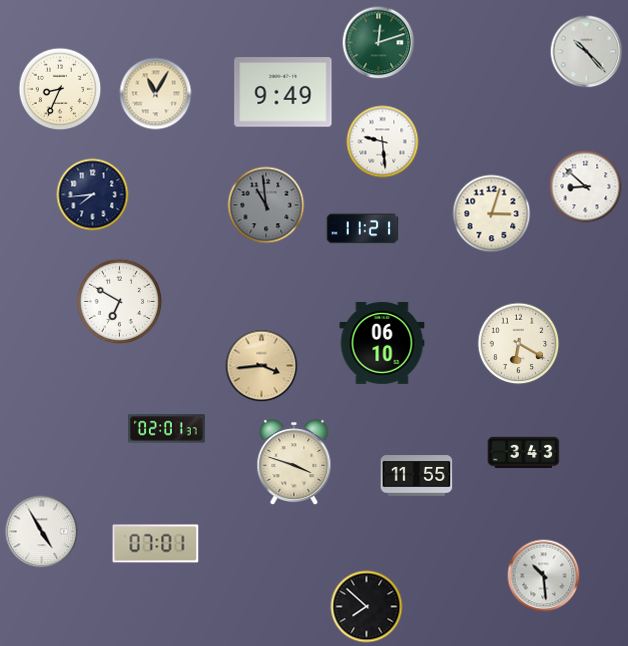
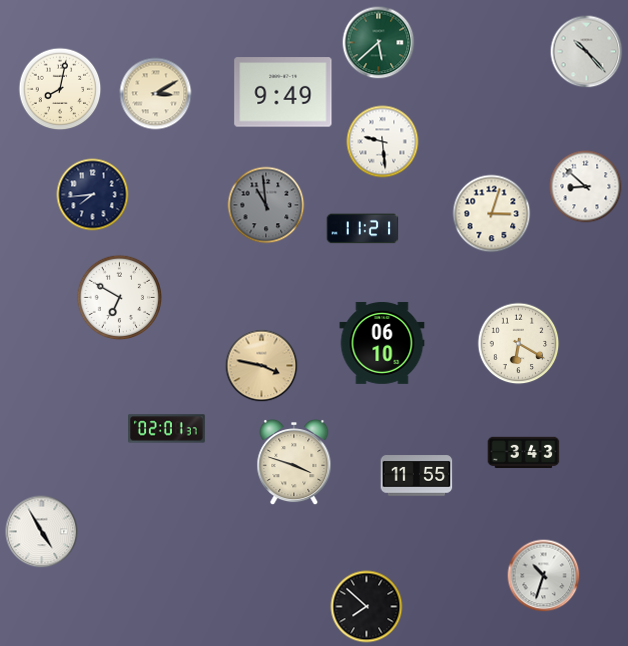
clock at (379, 43): 12:12 -> 5:38
clock at (60, 89): 8:34 -> 8:02
clock at (156, 94): 11:05 -> 3:10
clock at (119, 301) position: (119, 301) -> (119, 297)
clock at (262, 366): 3:44 -> 3:47
clock at (156, 544): 07:01 -> none
clock at (544, 576): 10:29 -> 10:33
